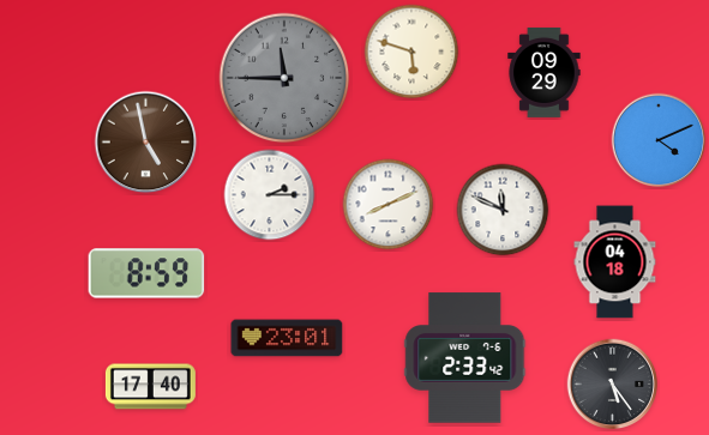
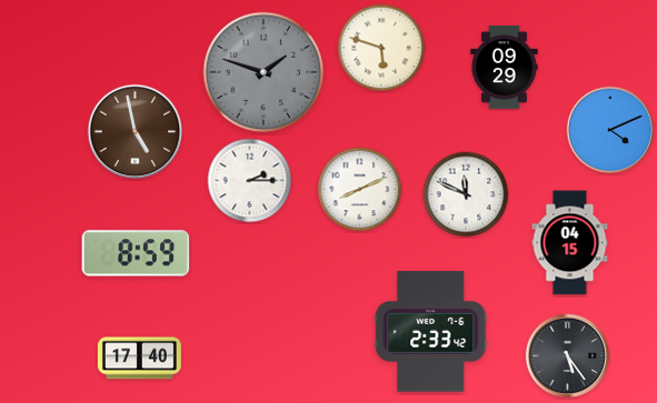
clock at (284, 78): 11:45 -> 1:48
clock at (615, 262): 04:18 -> 04:15
clock at (287, 338): 23:01 -> none
